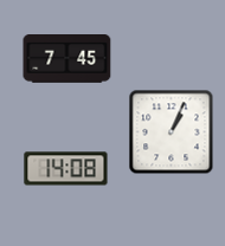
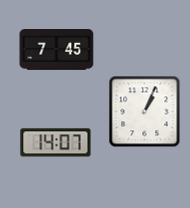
clock at (66, 169): 14:08 -> 14:07
